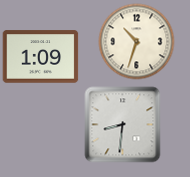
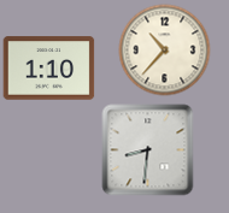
clock at (137, 42): 10:33 -> 10:37
clock at (41, 57): 1:09 -> 1:10
